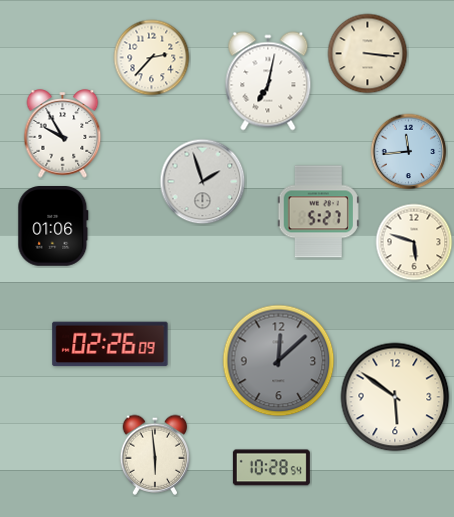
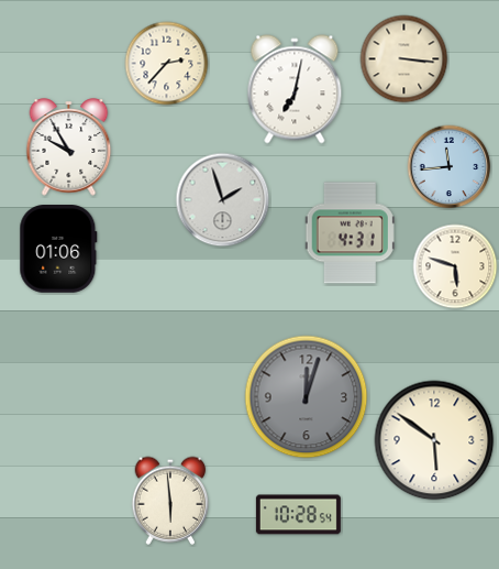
clock at (318, 212): 5:27 -> 4:31
clock at (110, 344): 02:26 -> none
clock at (279, 361): 12:08 -> 12:03
clock at (395, 397) position: (395, 397) -> (434, 440)
